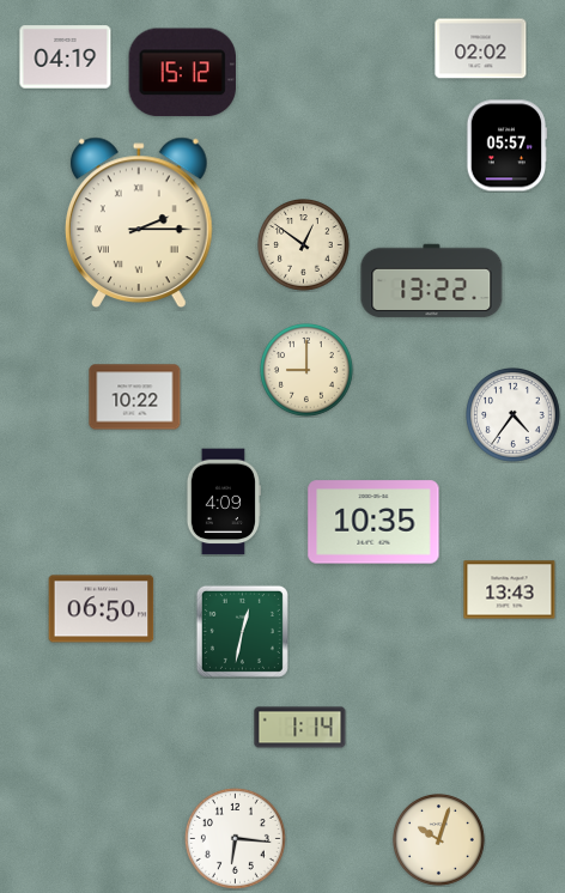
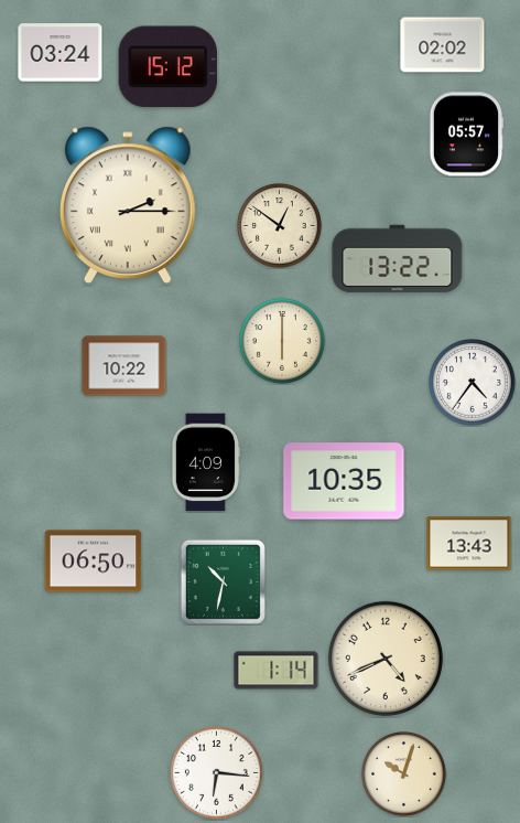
clock at (66, 57): 04:19 -> 03:24
clock at (308, 371): 9:00 -> 6:00
clock at (242, 631): 12:32 -> 10:32
clock at (386, 659): none -> 4:41
